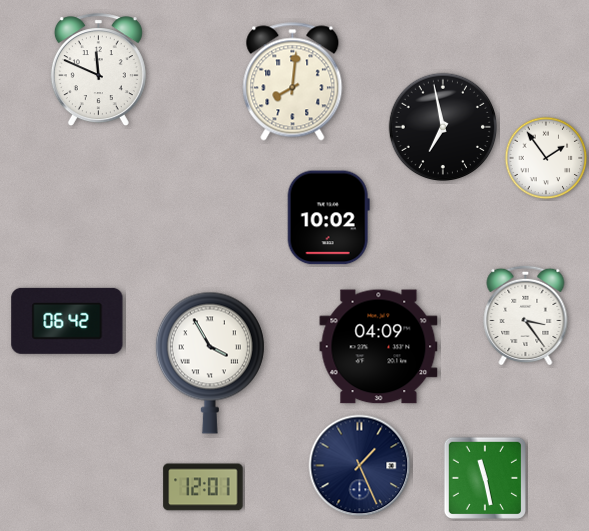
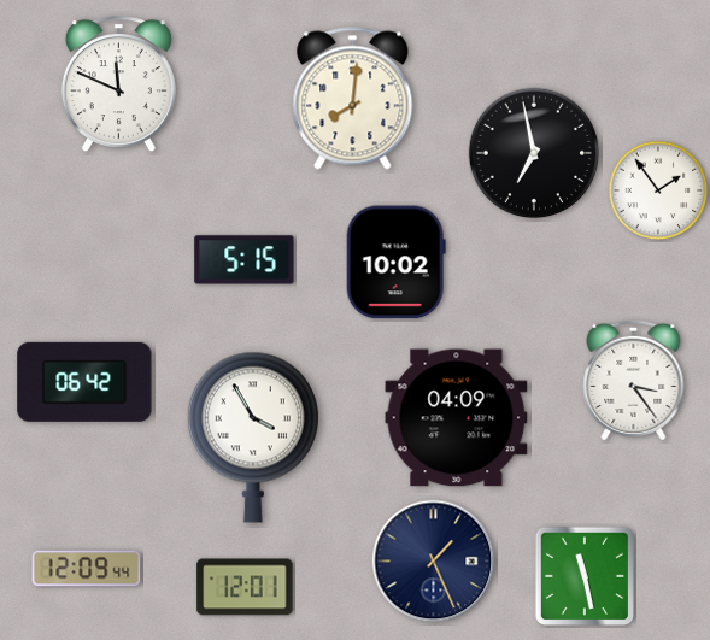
clock at (245, 260): none -> 5:15
clock at (67, 321) position: (67, 321) -> (84, 382)
clock at (87, 569): none -> 12:09
